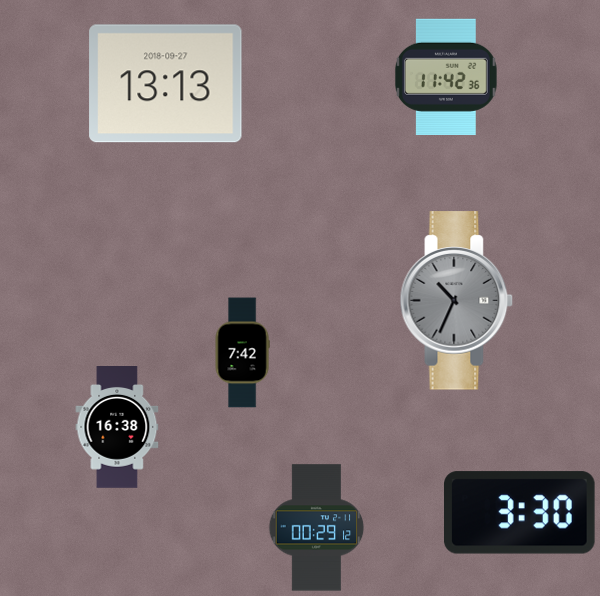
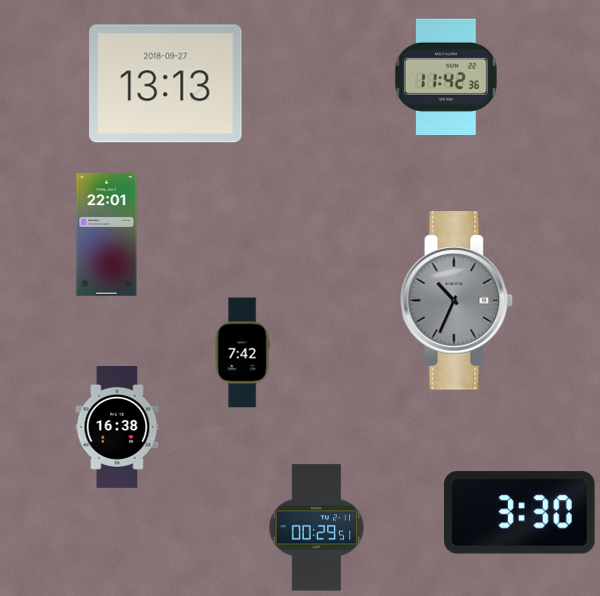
clock at (107, 235): none -> 22:01
clock at (317, 528): 00:29:12 -> 00:29:51
